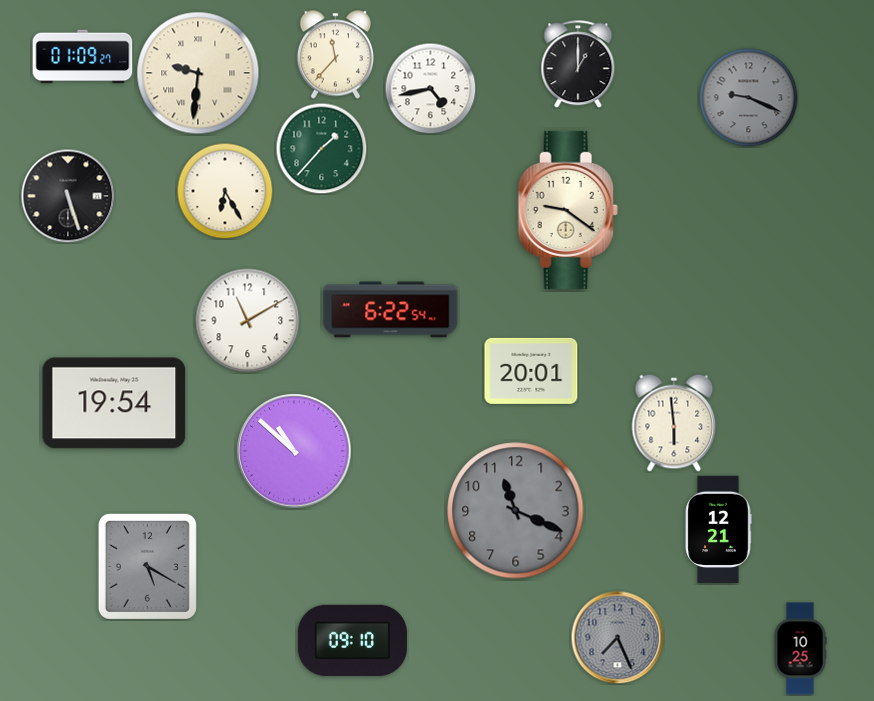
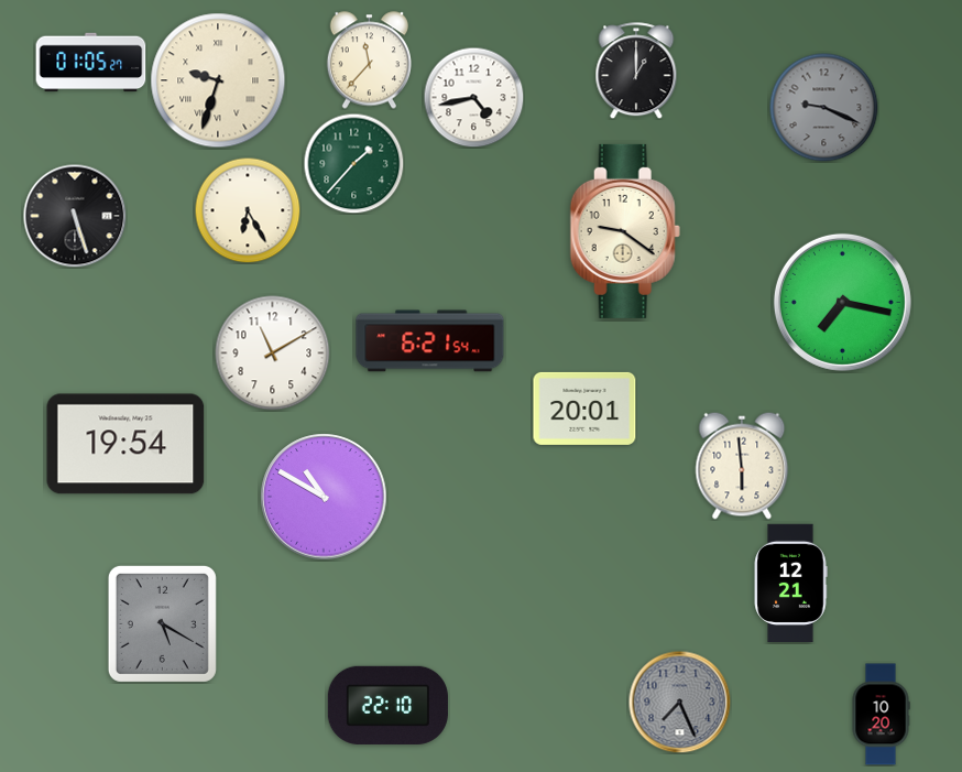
clock at (83, 57): 01:09 -> 01:05
clock at (198, 73): 9:31 -> 9:33
clock at (842, 302): none -> 7:17
clock at (391, 310): 6:22 -> 6:21
clock at (294, 451): 10:52 -> 10:50
clock at (516, 511): 11:19 -> none
clock at (352, 640): 09:10 -> 22:10
clock at (800, 649): 10:25 -> 10:20
